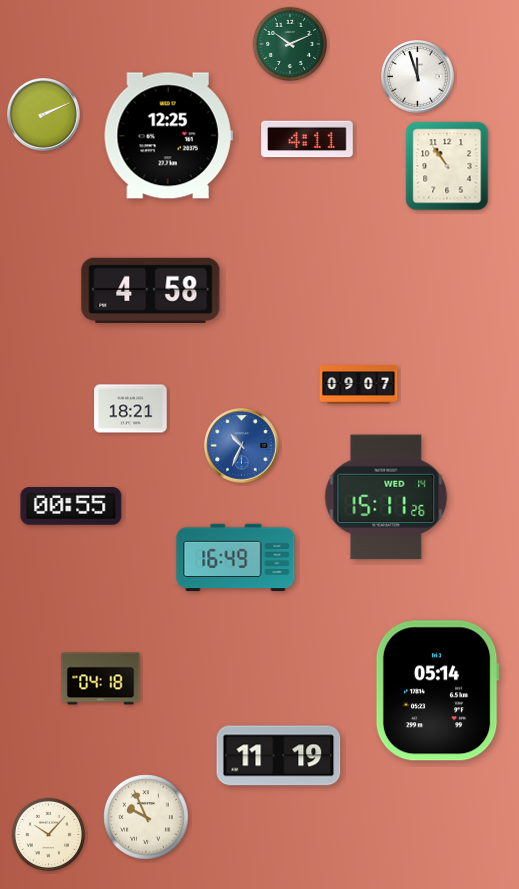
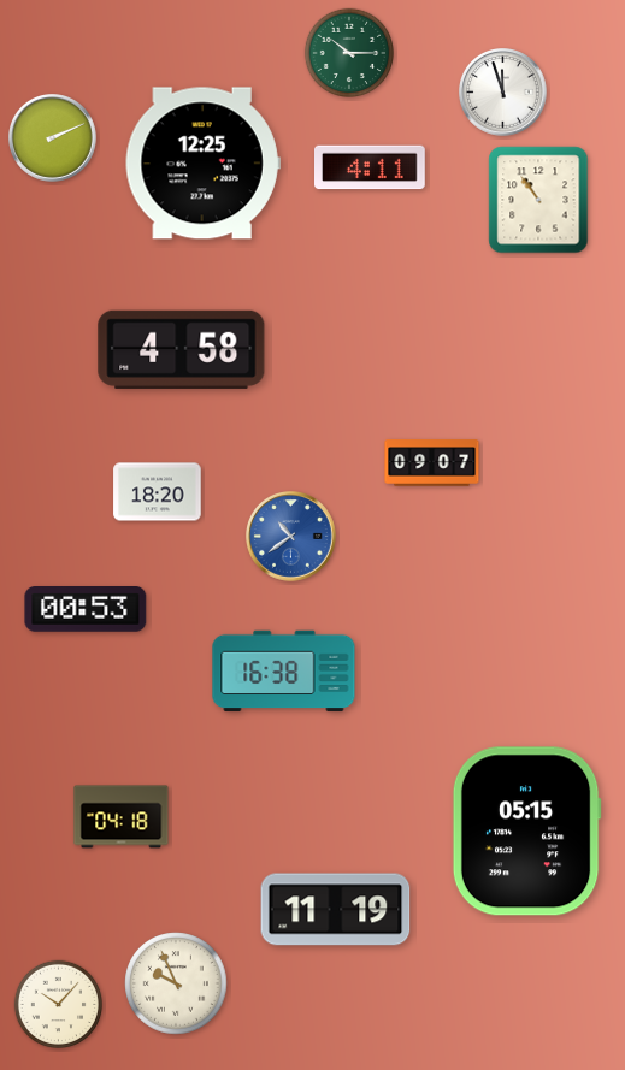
clock at (289, 43): 10:11 -> 10:15
clock at (131, 409): 18:21 -> 18:20
clock at (242, 446): 10:34 -> 10:39
clock at (386, 497): 15:11 -> none
clock at (71, 507): 00:55 -> 00:53
clock at (236, 558): 16:49 -> 16:38
clock at (437, 691): 05:14 -> 05:15
